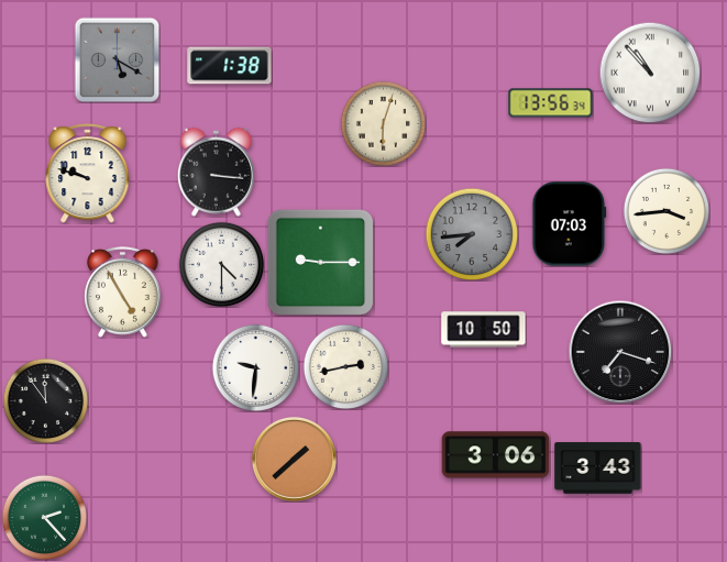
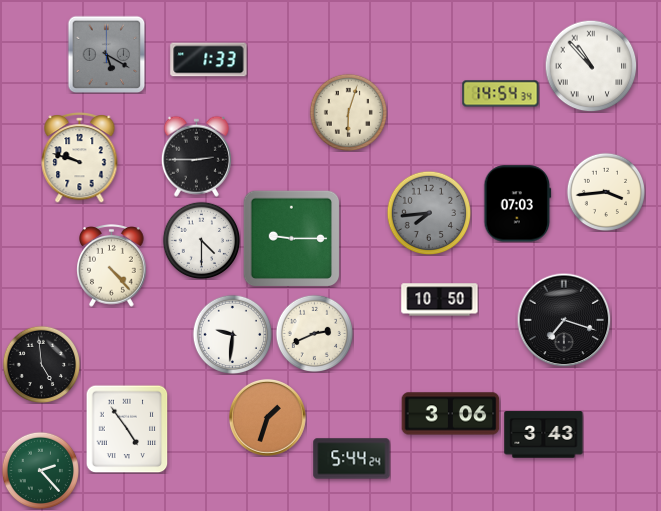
clock at (230, 66): 1:38 -> 1:33
clock at (551, 103): 13:56 -> 14:54
clock at (216, 172): 3:16 -> 2:45
clock at (123, 293): 4:55 -> 4:23
clock at (345, 366): 2:43 -> 2:41
clock at (45, 400): 11:54 -> 4:59
clock at (294, 459): 1:38 -> 1:33
clock at (598, 469) position: (598, 469) -> (544, 435)
clock at (127, 429): none -> 4:54
clock at (352, 459): none -> 5:44
